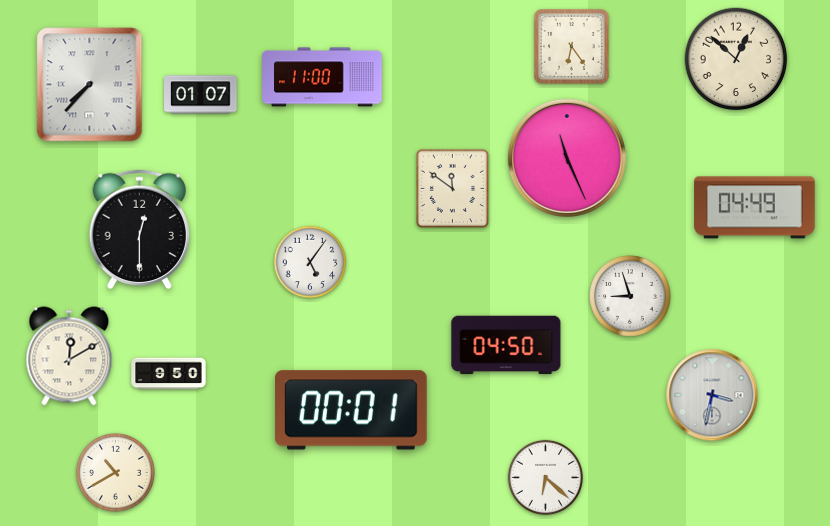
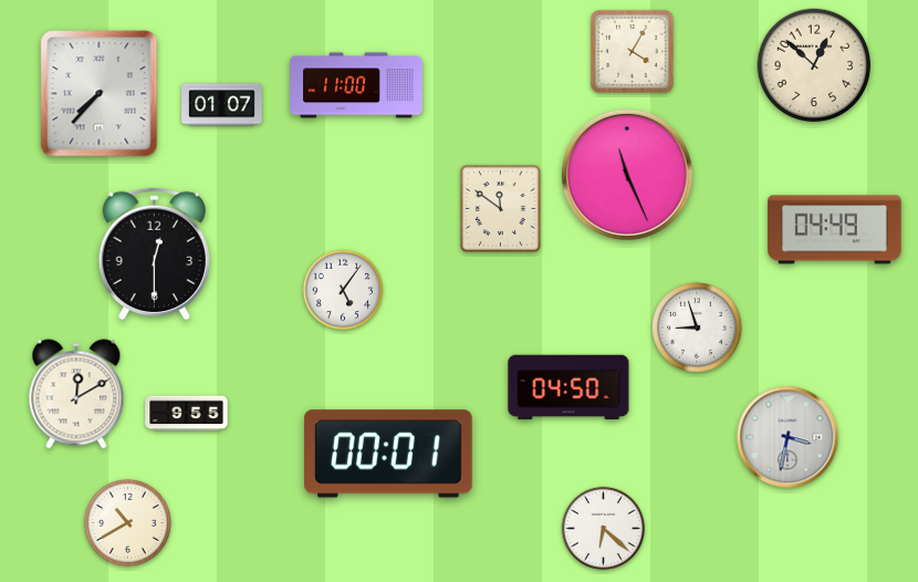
clock at (571, 46): 6:24 -> 4:05
clock at (506, 345) position: (506, 345) -> (568, 387)
clock at (169, 374): 9:50 -> 9:55
